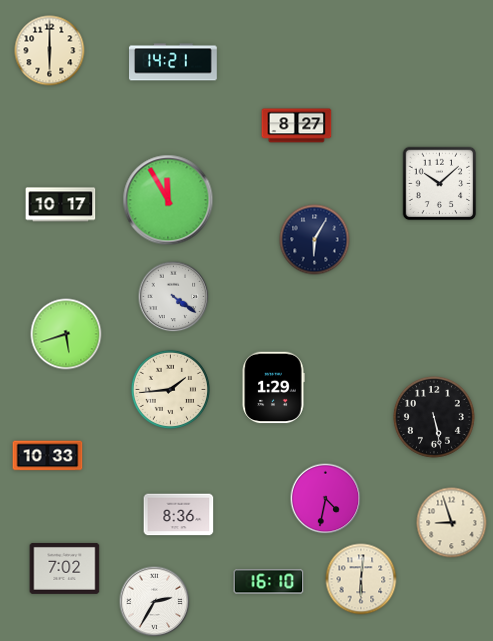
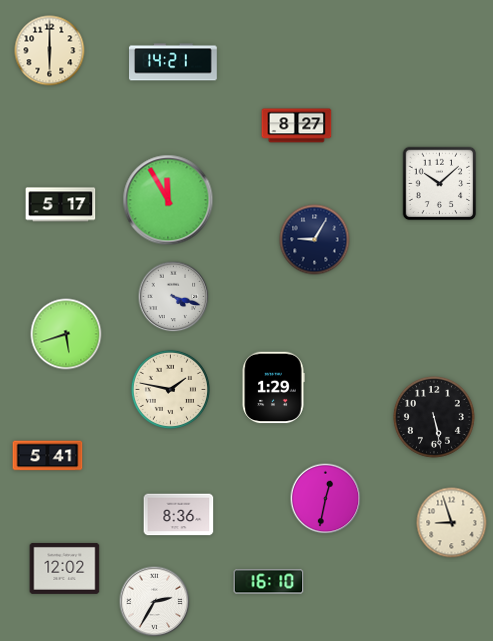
clock at (61, 205): 10:17 -> 5:17
clock at (315, 240): 6:05 -> 9:05
clock at (174, 297): 4:21 -> 4:18
clock at (170, 389): 1:44 -> 1:47
clock at (48, 456): 10:33 -> 5:41
clock at (326, 499): 4:32 -> 12:32
clock at (65, 568): 7:02 -> 12:02
clock at (361, 579): 6:01 -> none
